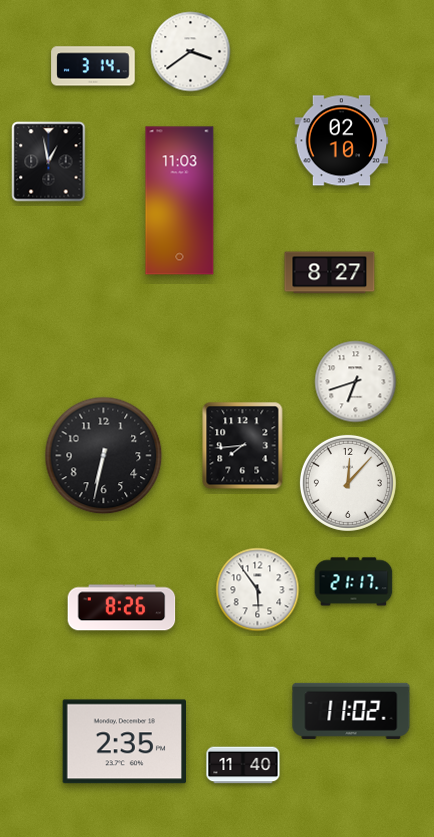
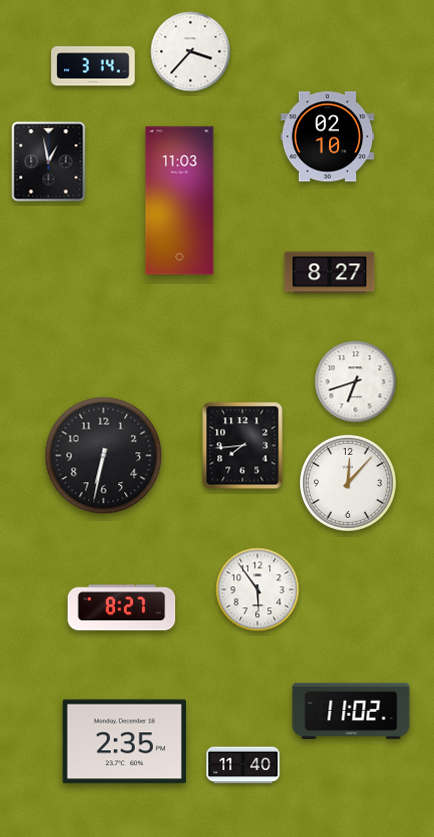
clock at (191, 52): 3:39 -> 3:37
clock at (342, 141) position: (342, 141) -> (328, 137)
clock at (354, 582): 21:17 -> none
clock at (122, 608): 8:26 -> 8:27
